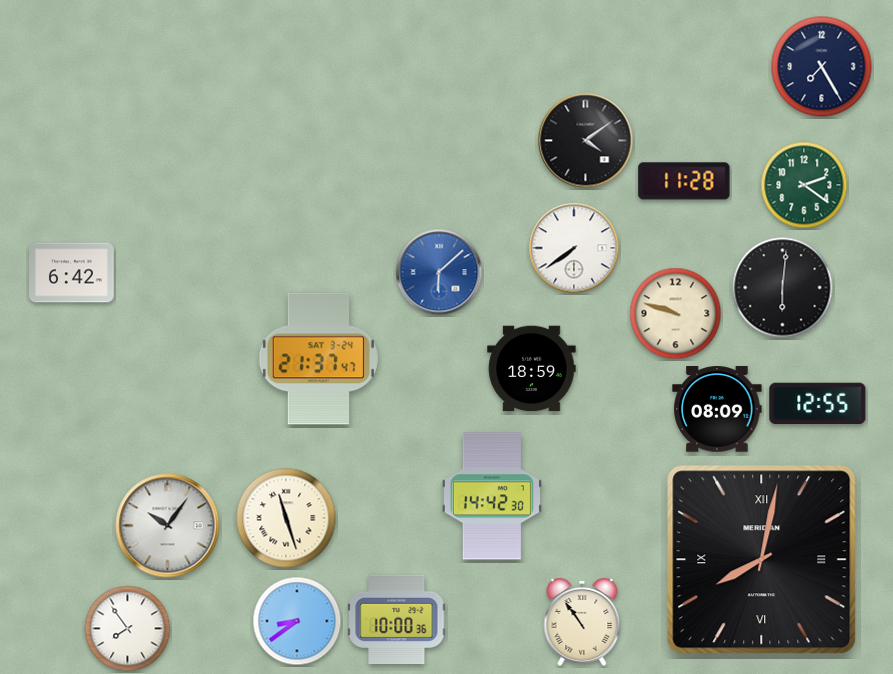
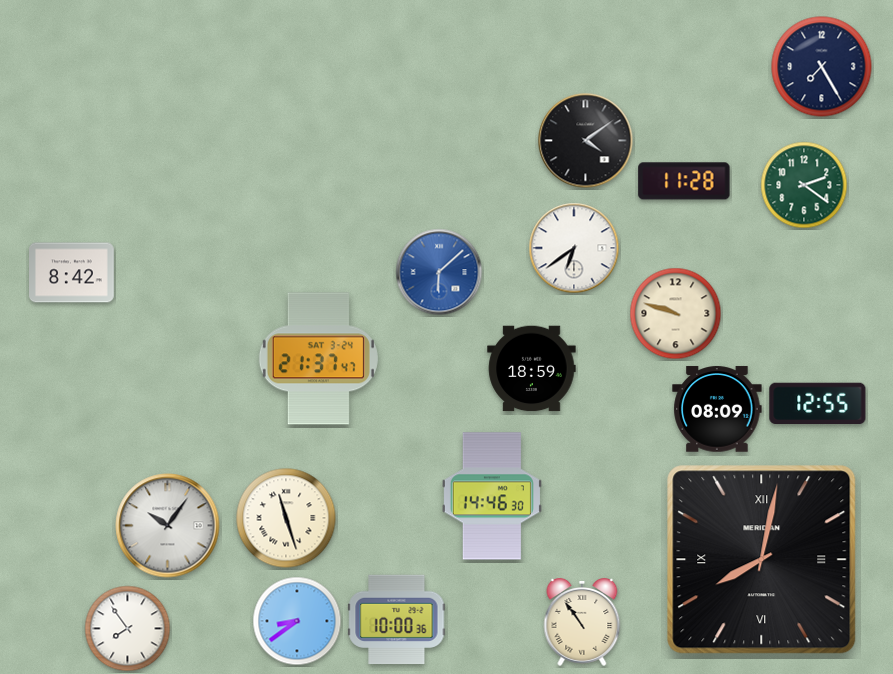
clock at (574, 248): 7:39 -> 6:39
clock at (72, 273): 6:42 -> 8:42
clock at (783, 288): 6:01 -> none
clock at (492, 496): 14:42 -> 14:46
